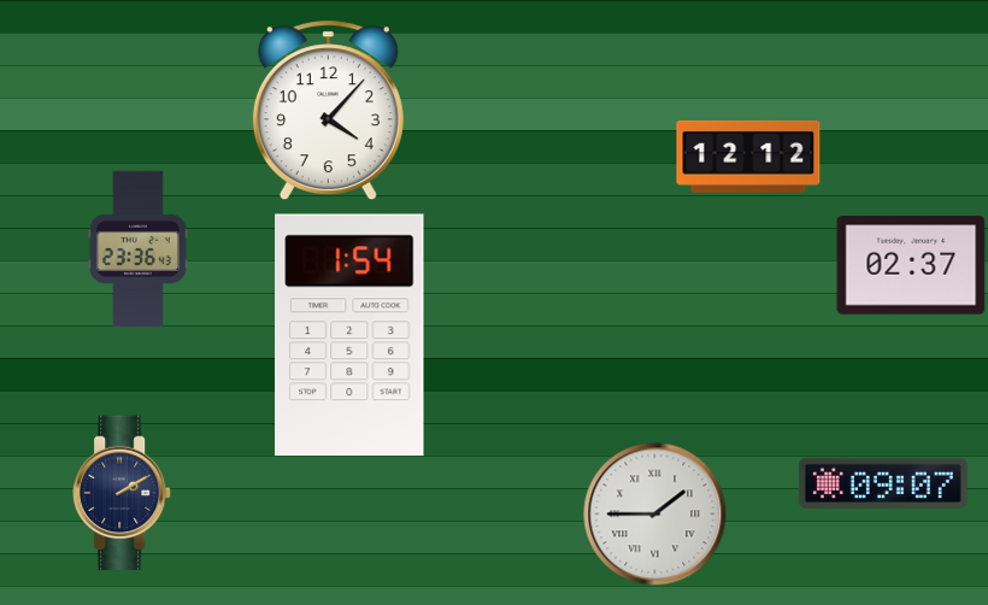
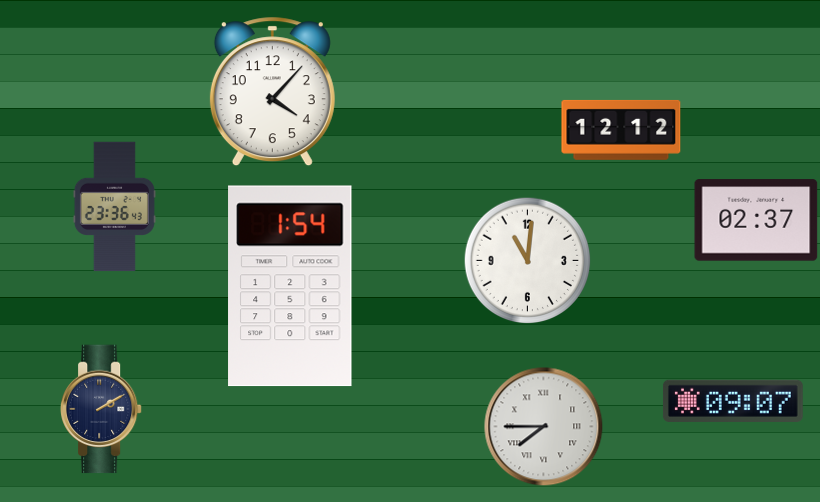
clock at (528, 261): none -> 11:01
clock at (349, 335) position: (349, 335) -> (290, 286)
clock at (655, 515): 1:45 -> 7:45
